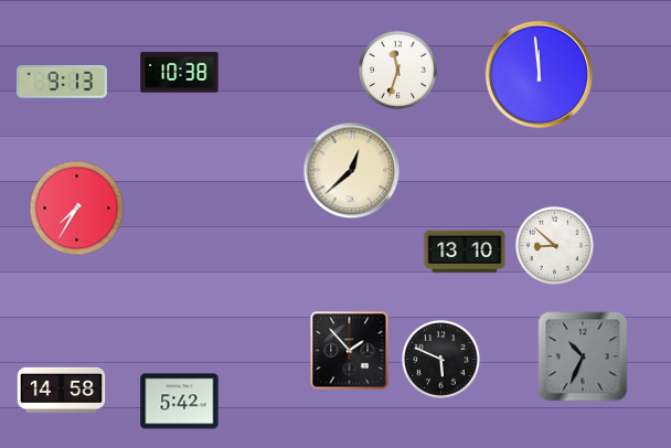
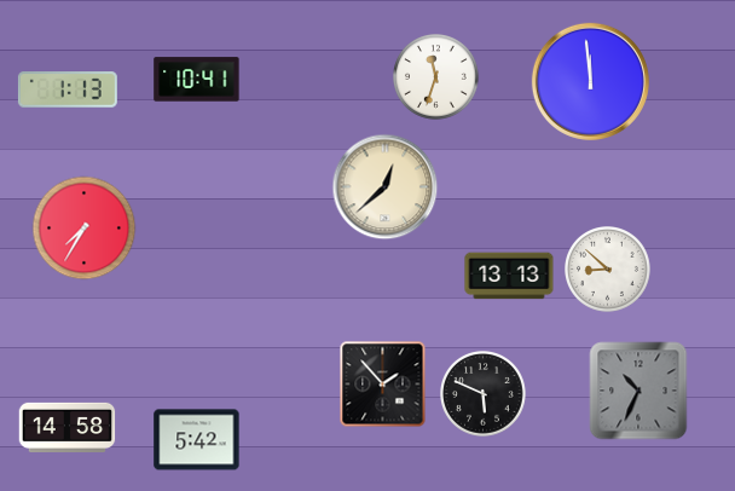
clock at (180, 73): 10:38 -> 10:41
clock at (62, 82): 9:13 -> 1:13
clock at (465, 252): 13:10 -> 13:13
